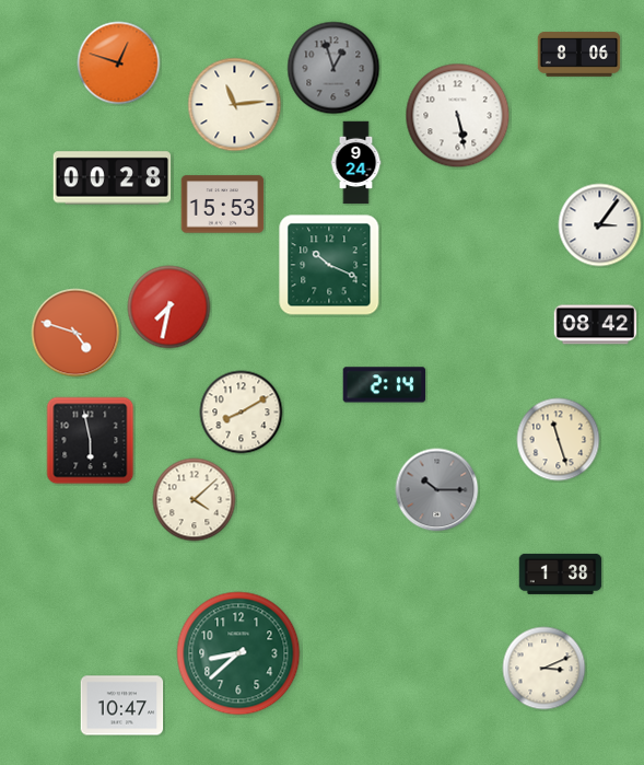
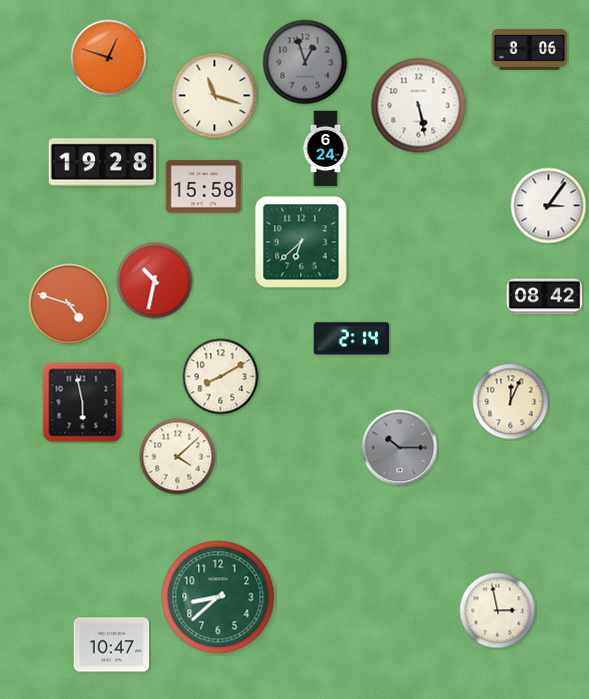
clock at (235, 105): 11:14 -> 11:18
clock at (356, 163): 9:24 -> 6:24
clock at (113, 178): 00:28 -> 19:28
clock at (223, 205): 15:53 -> 15:58
clock at (329, 265): 10:19 -> 6:38
clock at (169, 308): 7:32 -> 10:32
clock at (385, 385) position: (385, 385) -> (352, 339)
clock at (559, 440): 11:27 -> 12:04
clock at (561, 573): 1:38 -> none
clock at (545, 669): 3:11 -> 2:58
